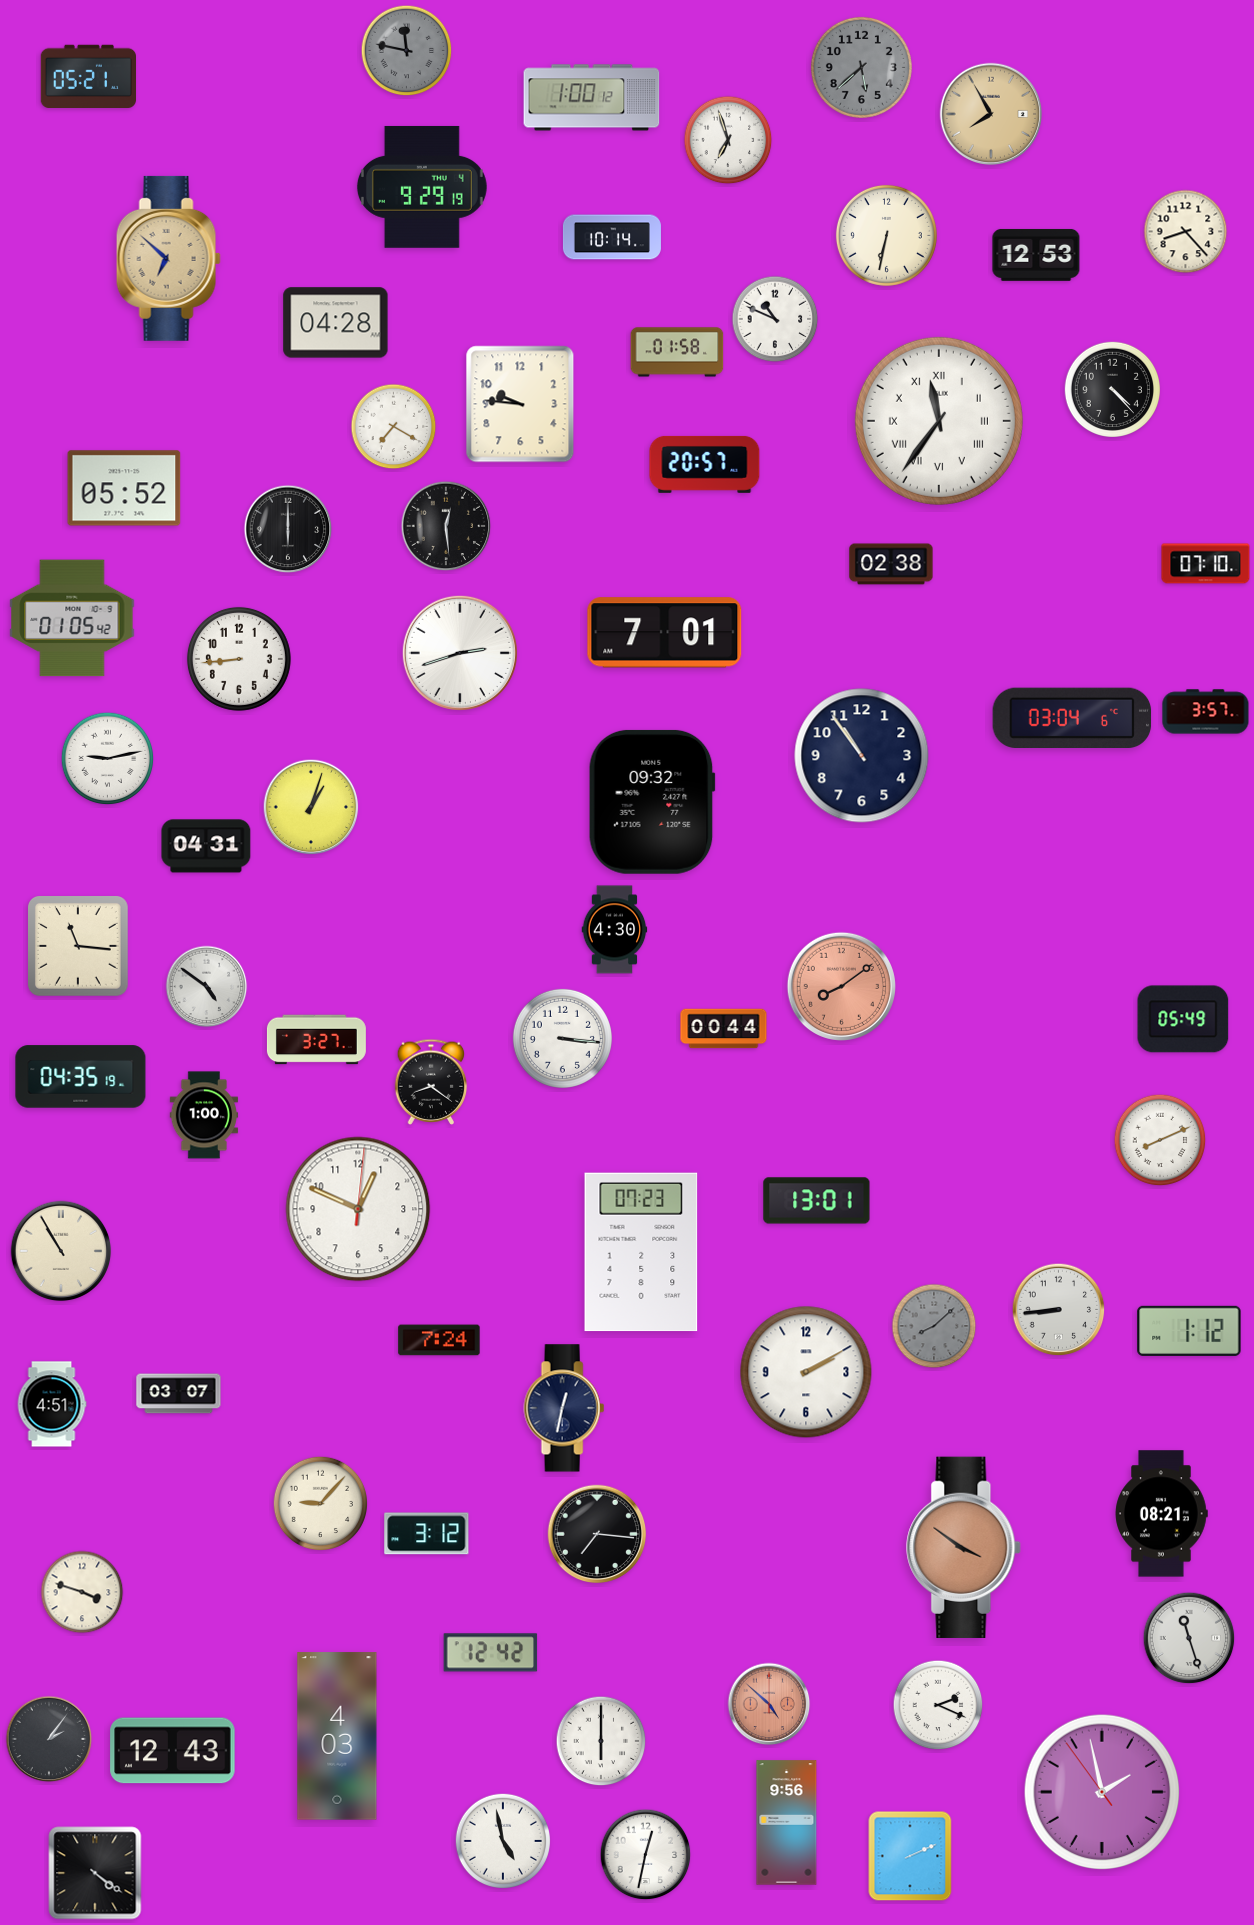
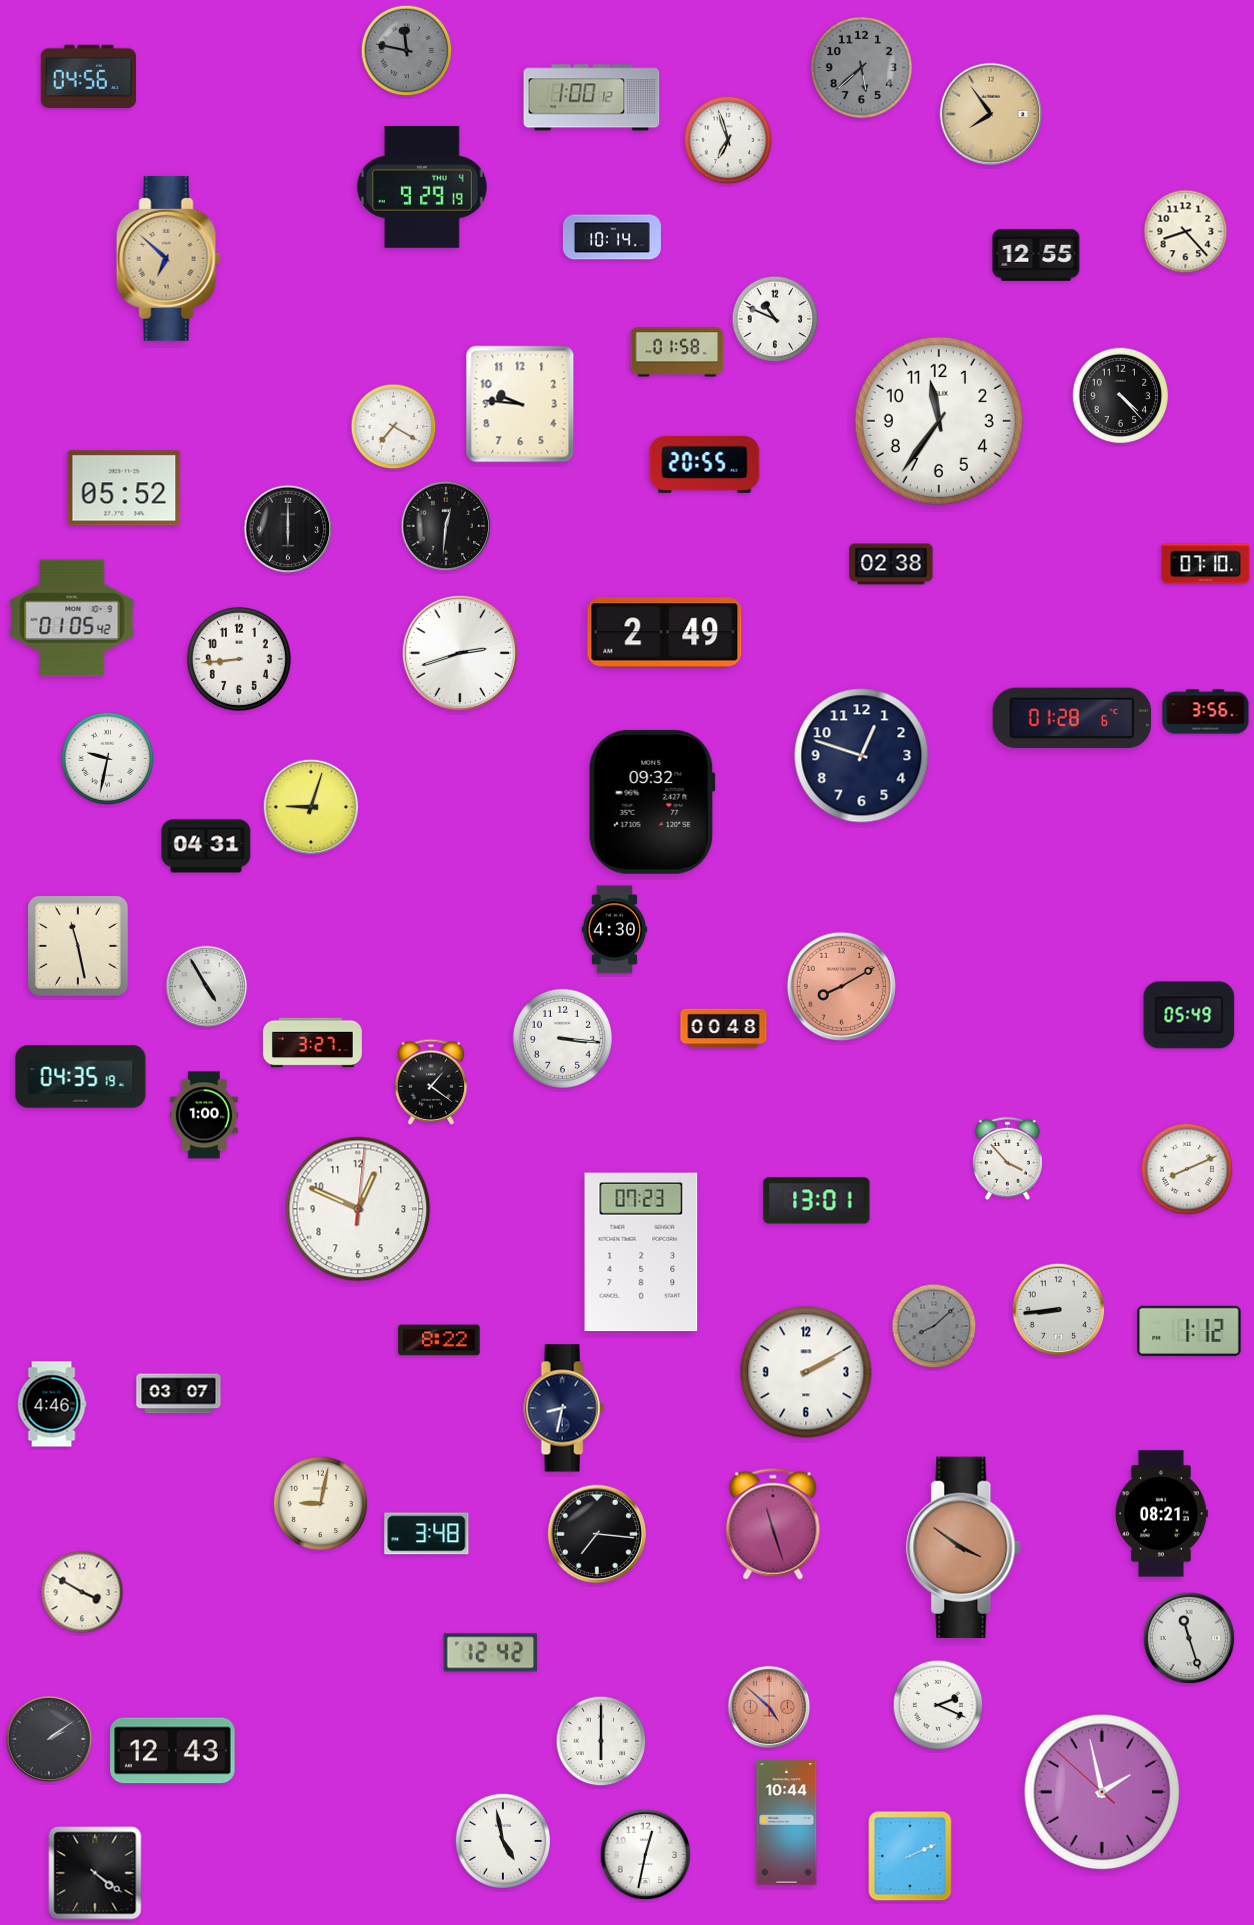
clock at (88, 76): 05:21 -> 04:56
clock at (991, 114): 7:55 -> 7:54
clock at (886, 235): 6:32 -> none
clock at (1036, 255): 12:53 -> 12:55
clock at (336, 323): 04:28 -> none
clock at (1112, 389) position: (1112, 389) -> (1120, 395)
clock at (939, 421) numerals: Roman -> Arabic
clock at (705, 464): 20:57 -> 20:55
clock at (446, 526): 12:29 -> 12:31
clock at (665, 633): 7:01 -> 2:49
clock at (1206, 712): 3:57 -> 3:56
clock at (1072, 717): 03:04 -> 01:28
clock at (862, 756): 10:54 -> 12:48
clock at (108, 759): 9:13 -> 9:32
clock at (311, 807): 1:03 -> 9:03
clock at (78, 946): 11:16 -> 11:28
clock at (841, 986): 8:09 -> 8:10
clock at (207, 987): 4:51 -> 4:55
clock at (1183, 1019) position: (1183, 1019) -> (1189, 1015)
clock at (724, 1029): 00:44 -> 00:48
clock at (316, 1040) position: (316, 1040) -> (312, 1043)
clock at (431, 1082): 8:21 -> 1:21
clock at (1160, 1140) position: (1160, 1140) -> (1187, 1169)
clock at (1007, 1158): none -> 3:53
clock at (61, 1251): 10:55 -> none
clock at (439, 1340): 7:24 -> 8:22
clock at (52, 1404): 4:51 -> 4:46
clock at (564, 1408): 12:32 -> 8:32
clock at (320, 1503): 9:07 -> 9:02
clock at (773, 1524): none -> 11:27
clock at (427, 1534): 3:12 -> 3:48
clock at (82, 1592): 3:48 -> 3:50
clock at (769, 1704) position: (769, 1704) -> (769, 1707)
clock at (337, 1736): 4:03 -> none
clock at (49, 1739): 2:06 -> 2:09
clock at (1102, 1792): 1:57:54 -> 1:57:52
clock at (787, 1823): 9:56 -> 10:44
